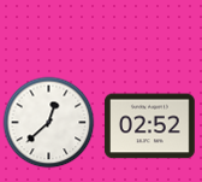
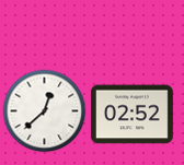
clock at (149, 127) position: (149, 127) -> (131, 115)
